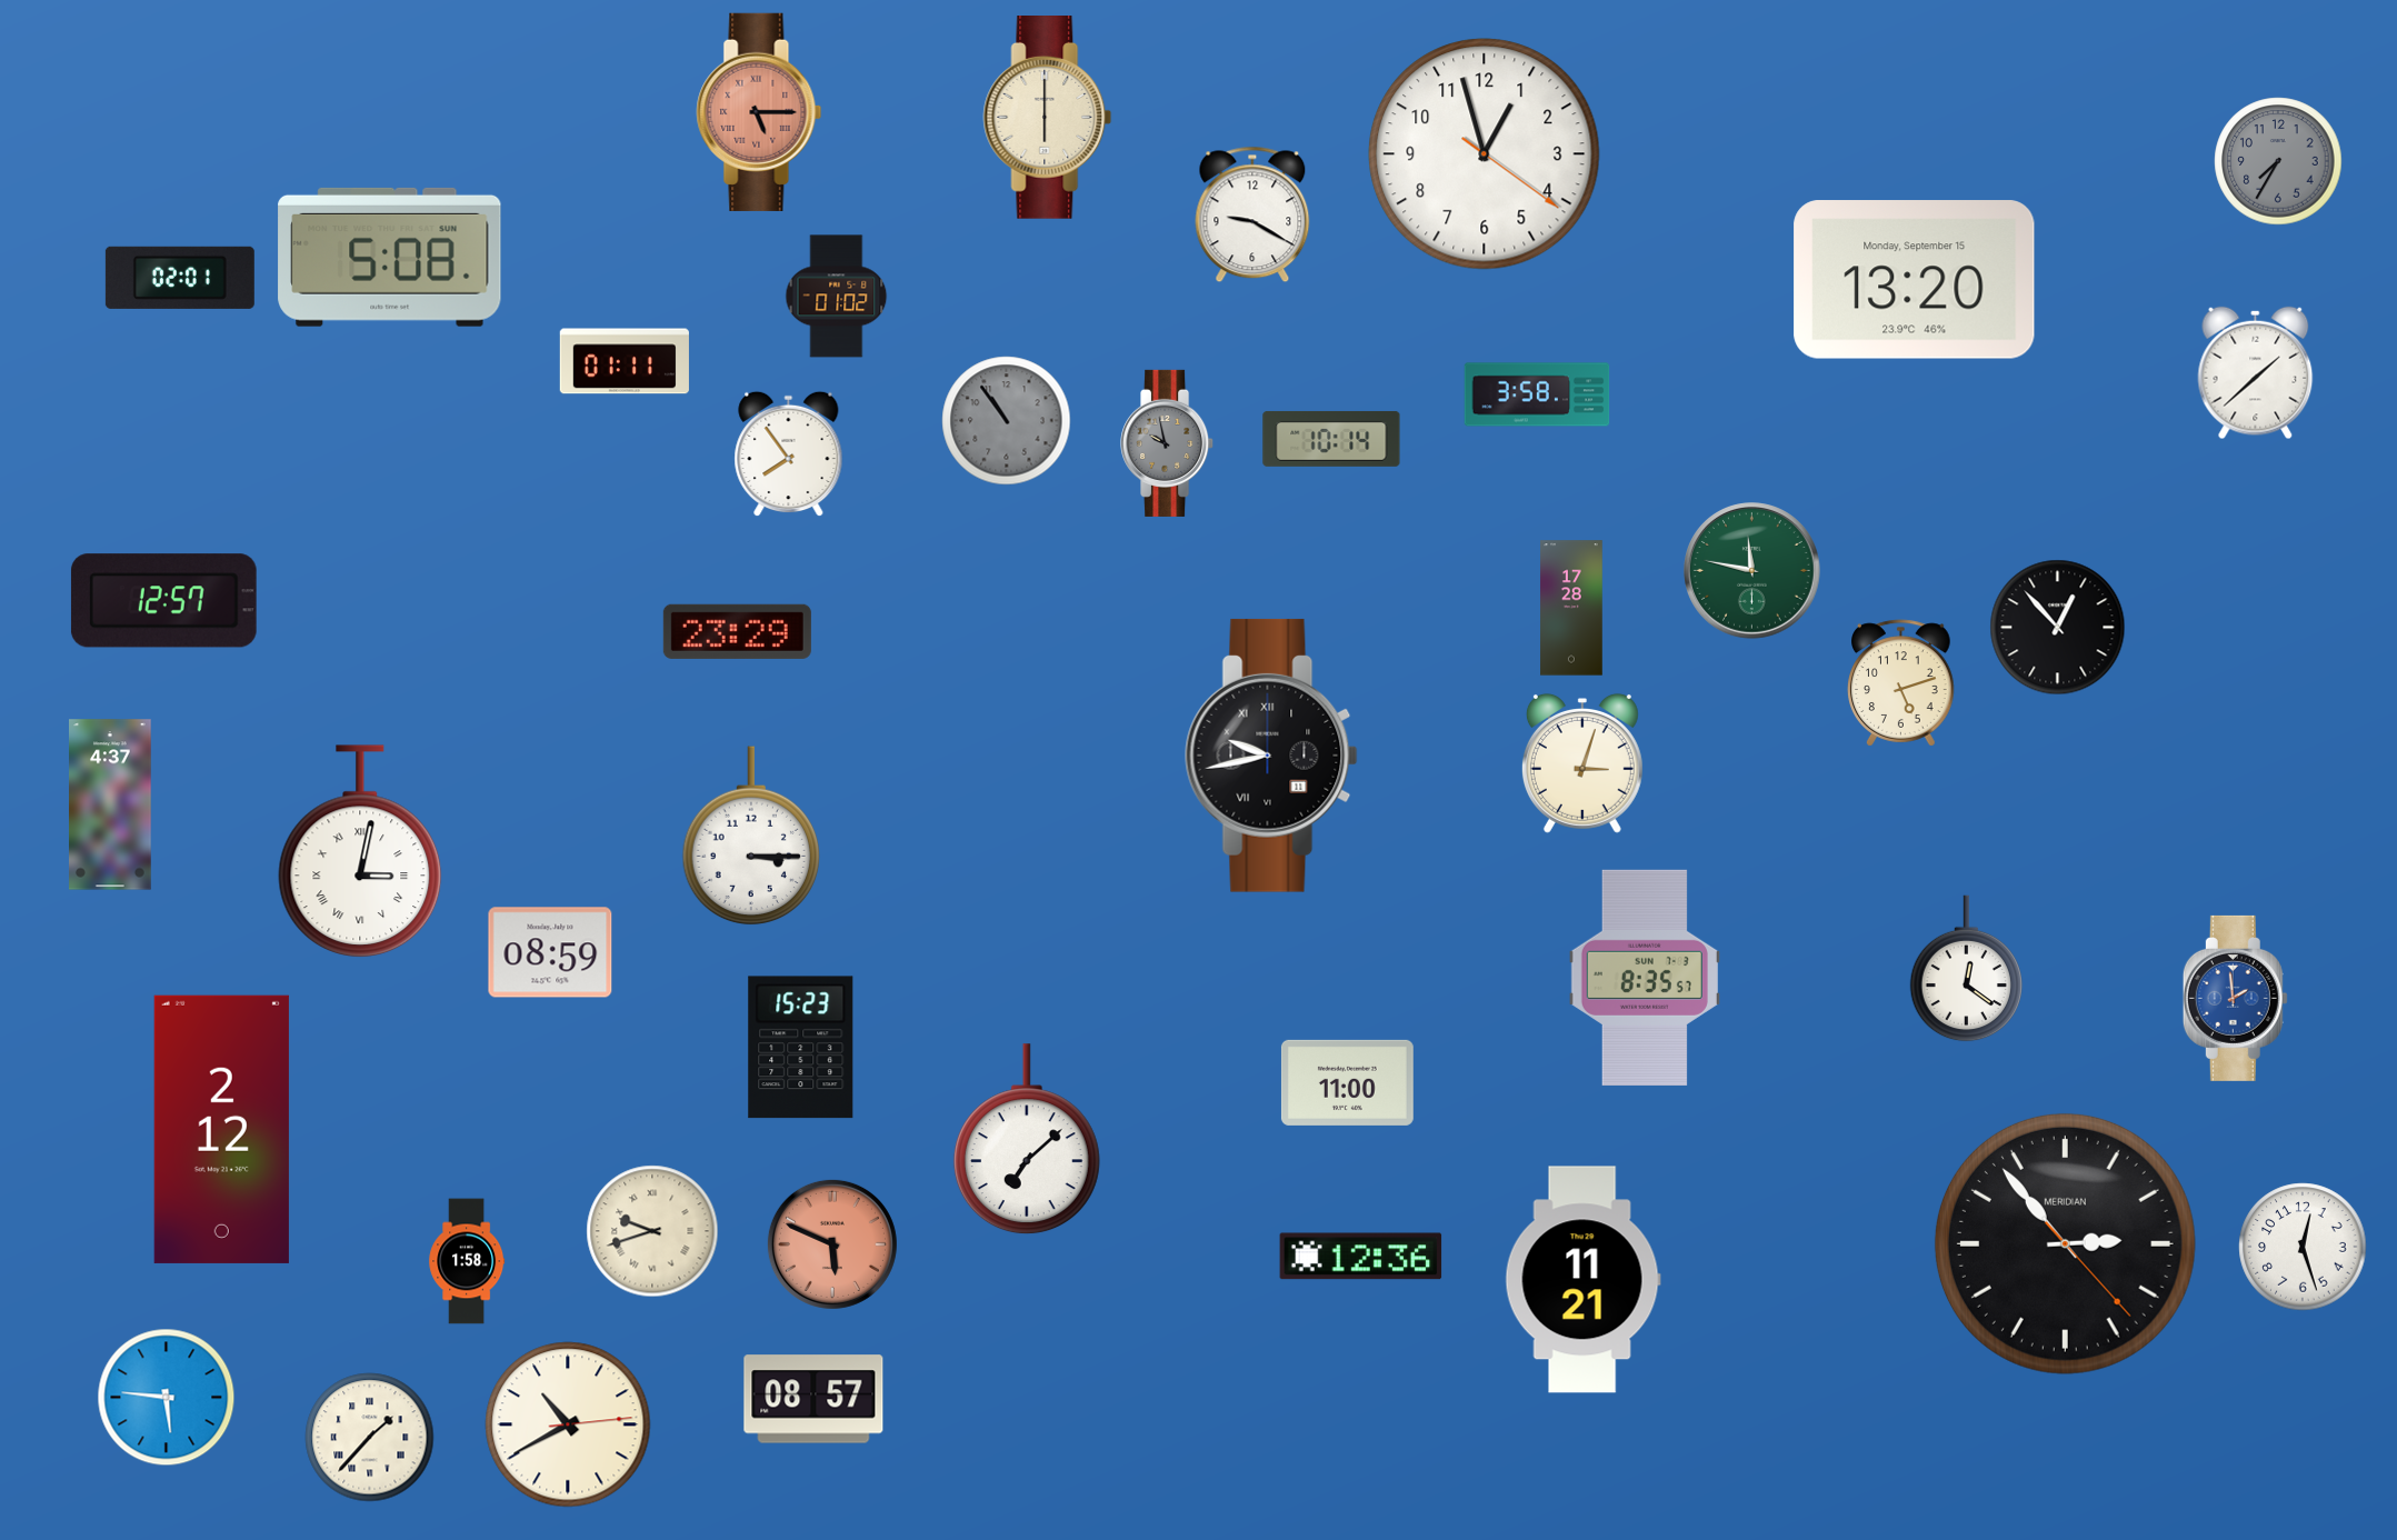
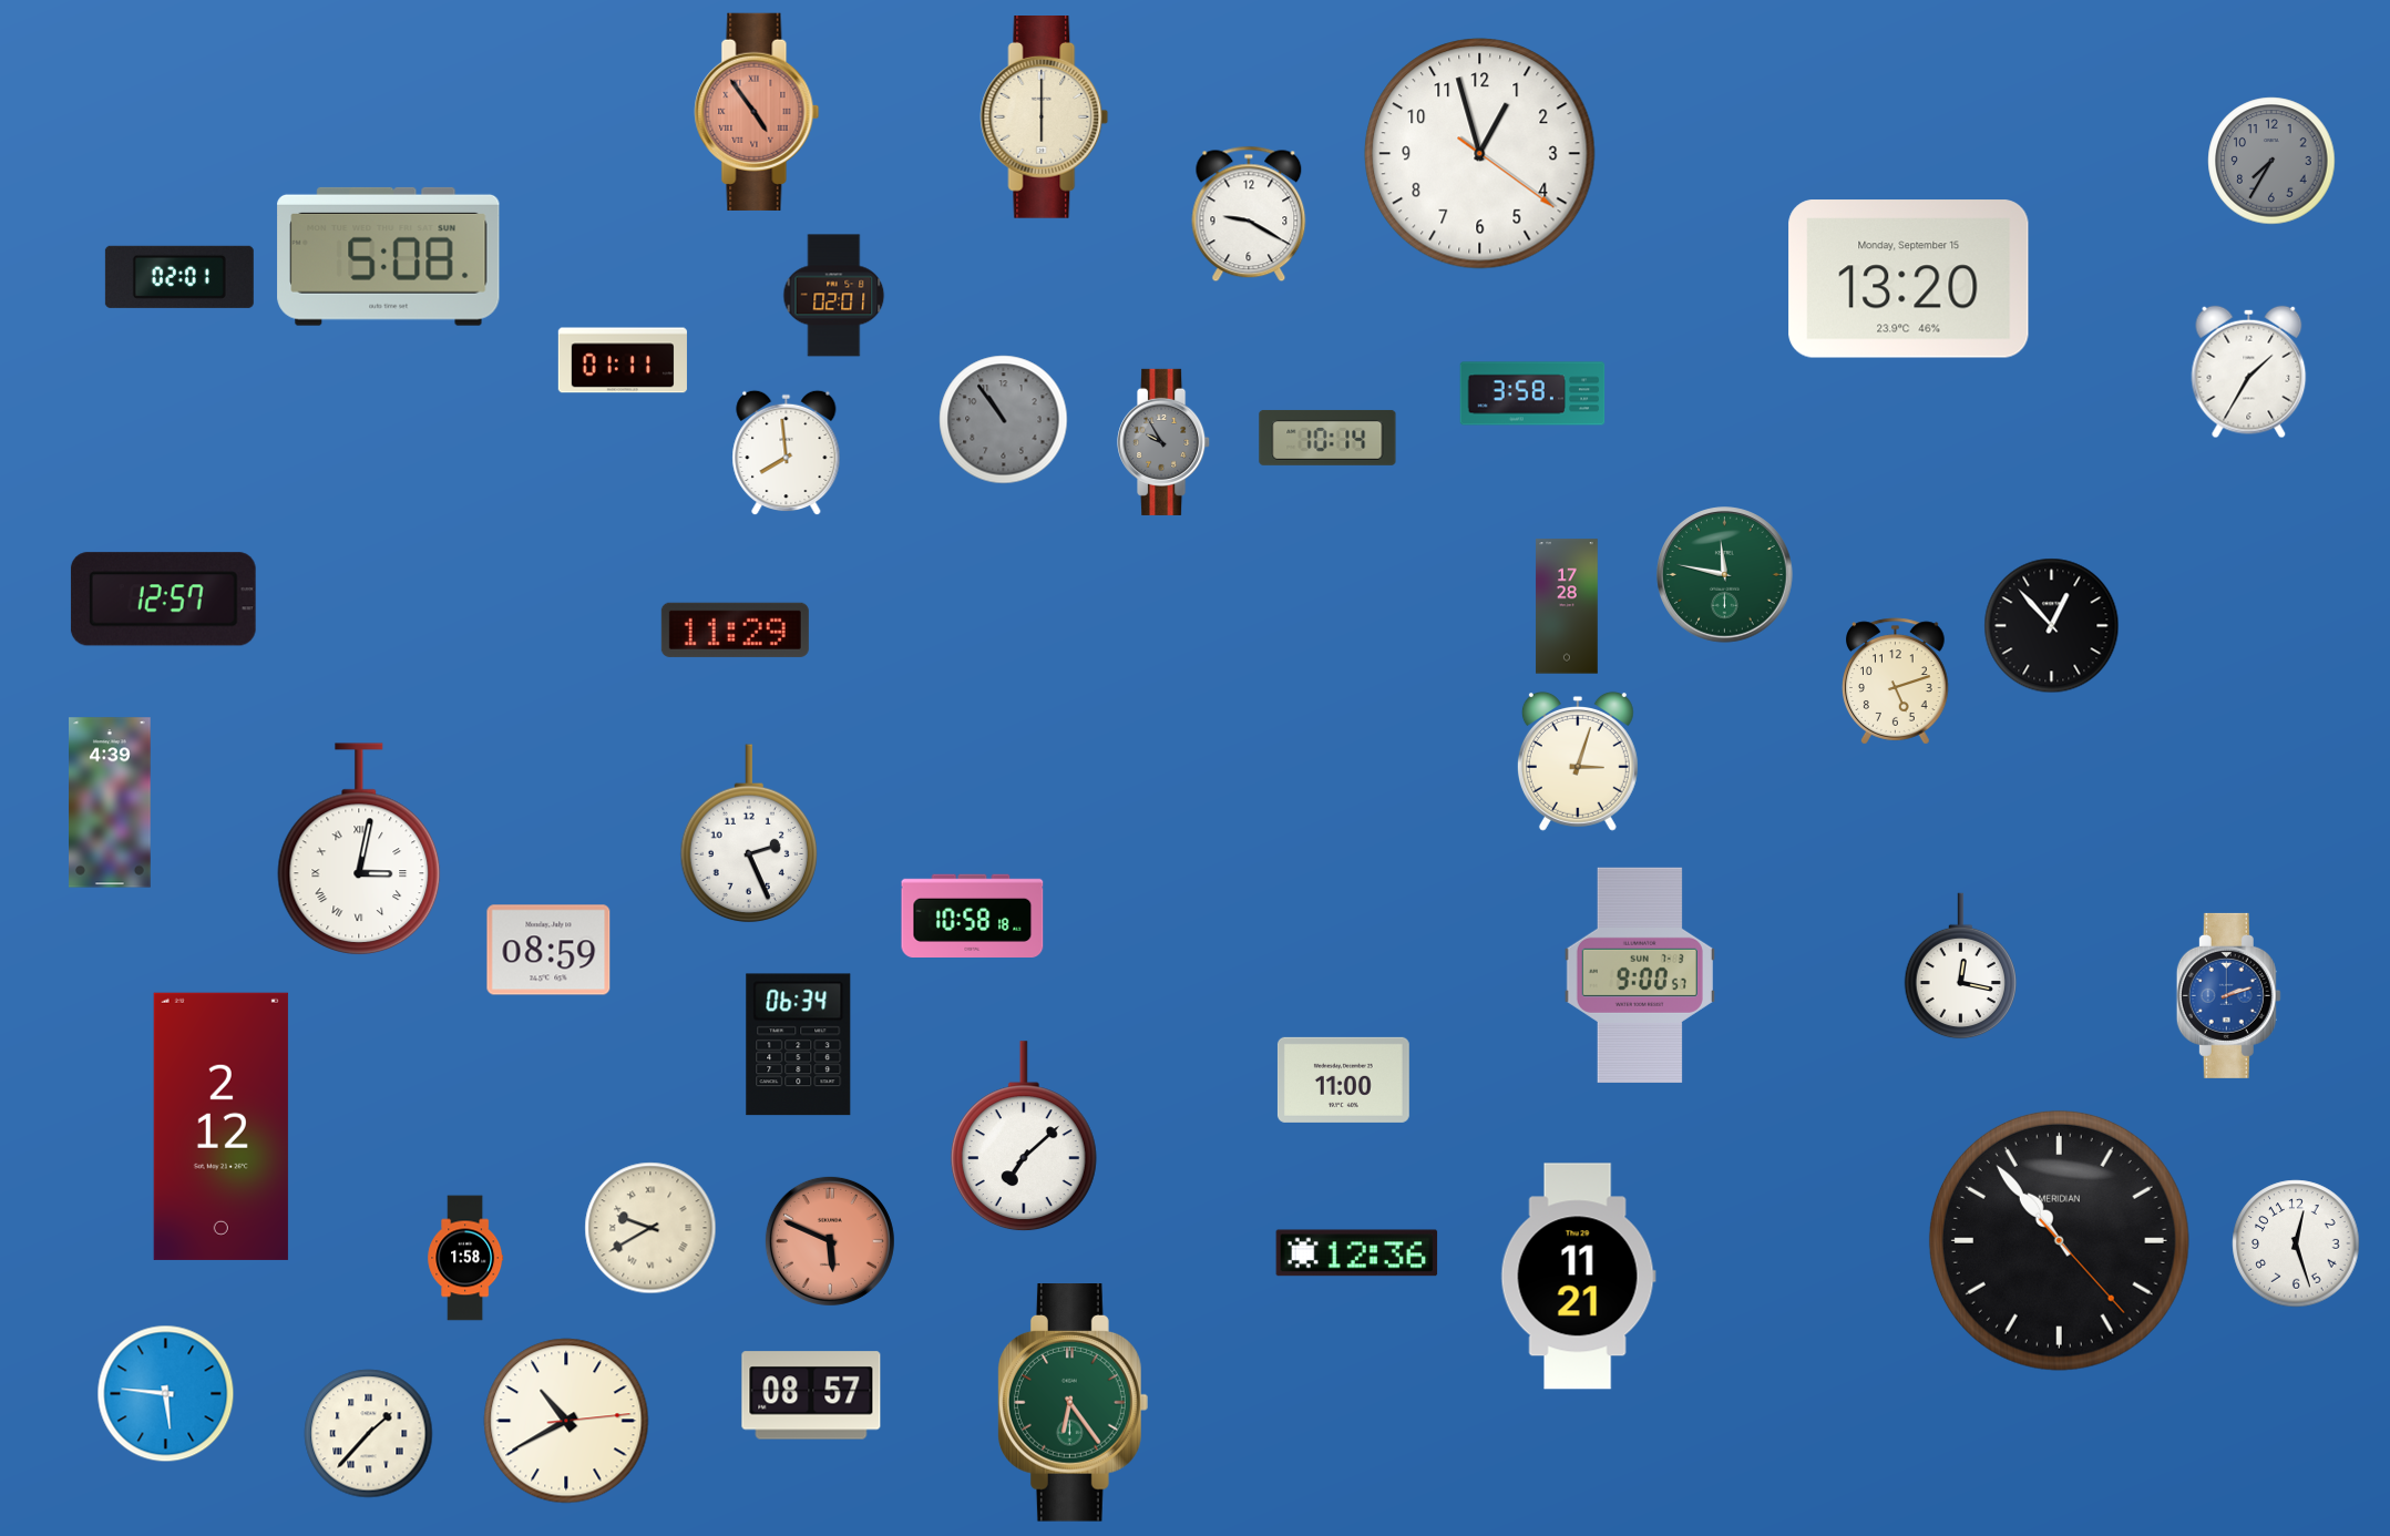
clock at (759, 112): 5:15 -> 4:54
clock at (837, 297): 01:02 -> 02:01
clock at (2256, 373): 1:38 -> 1:35
clock at (1168, 443): 9:58 -> 9:55
clock at (789, 454): 7:54 -> 7:59
clock at (1752, 571) position: (1752, 571) -> (1725, 575)
clock at (737, 631): 23:29 -> 11:29
clock at (1271, 756): 9:43 -> none
clock at (111, 804): 4:37 -> 4:39
clock at (751, 837): 3:15 -> 2:26
clock at (973, 915): none -> 10:58
clock at (1966, 969): 12:21 -> 12:17
clock at (1645, 978): 8:35 -> 9:00
clock at (2235, 998): 1:59 -> 2:12
clock at (801, 1048): 15:23 -> 06:34
clock at (652, 1231): 9:42 -> 9:40
clock at (2065, 1243): 2:53 -> 10:53
clock at (1073, 1403): none -> 6:24
